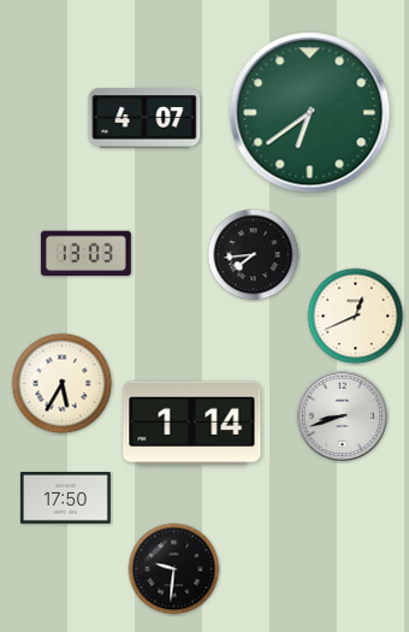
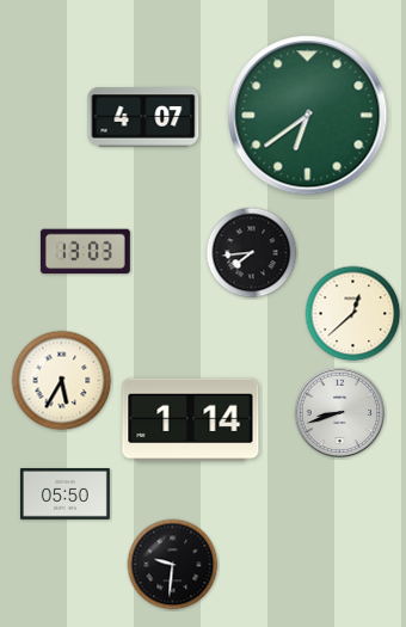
clock at (310, 113) position: (310, 113) -> (308, 116)
clock at (356, 317): 12:41 -> 12:38
clock at (65, 498): 17:50 -> 05:50
